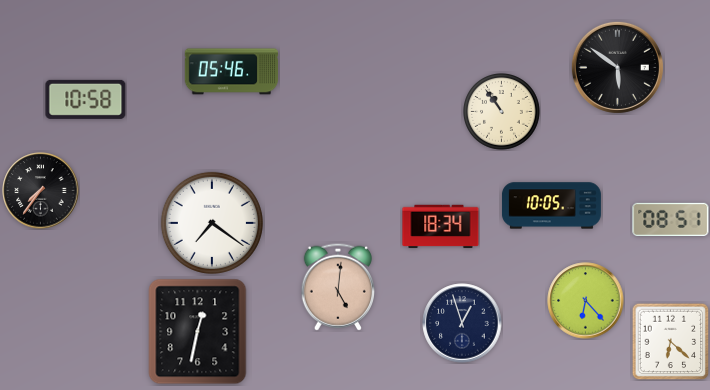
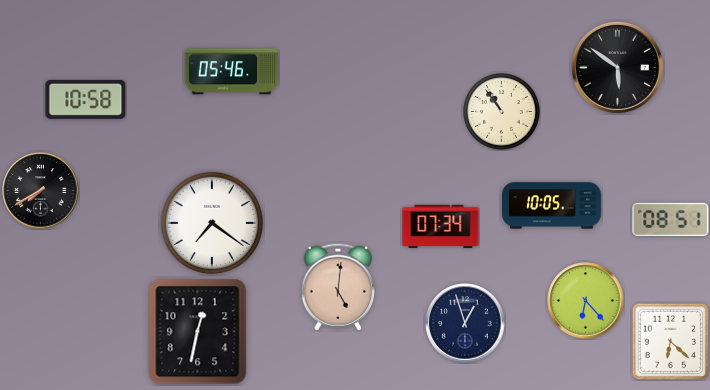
clock at (41, 191): 7:36 -> 7:40
clock at (441, 227): 18:34 -> 07:34
clock at (462, 323) position: (462, 323) -> (465, 323)
